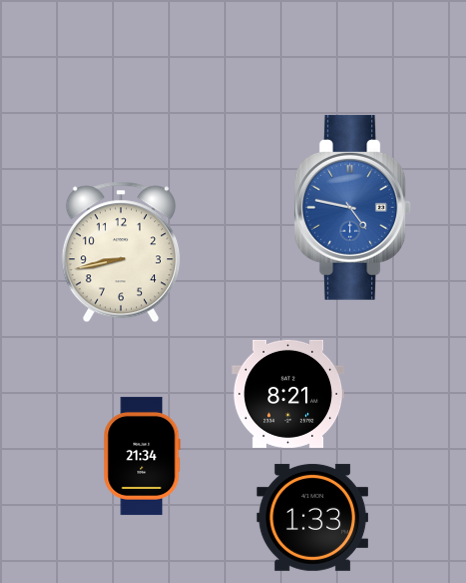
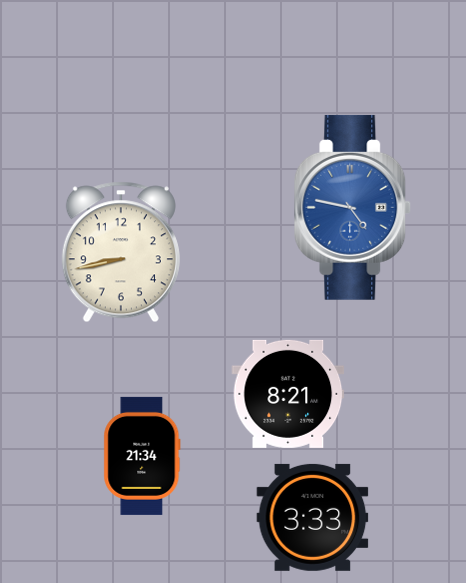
clock at (313, 517): 1:33 -> 3:33
